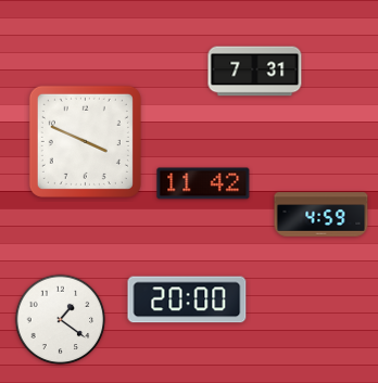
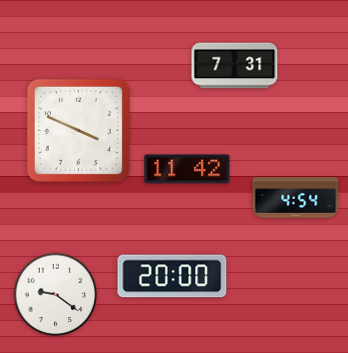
clock at (322, 215): 4:59 -> 4:54
clock at (61, 320): 1:21 -> 9:21
